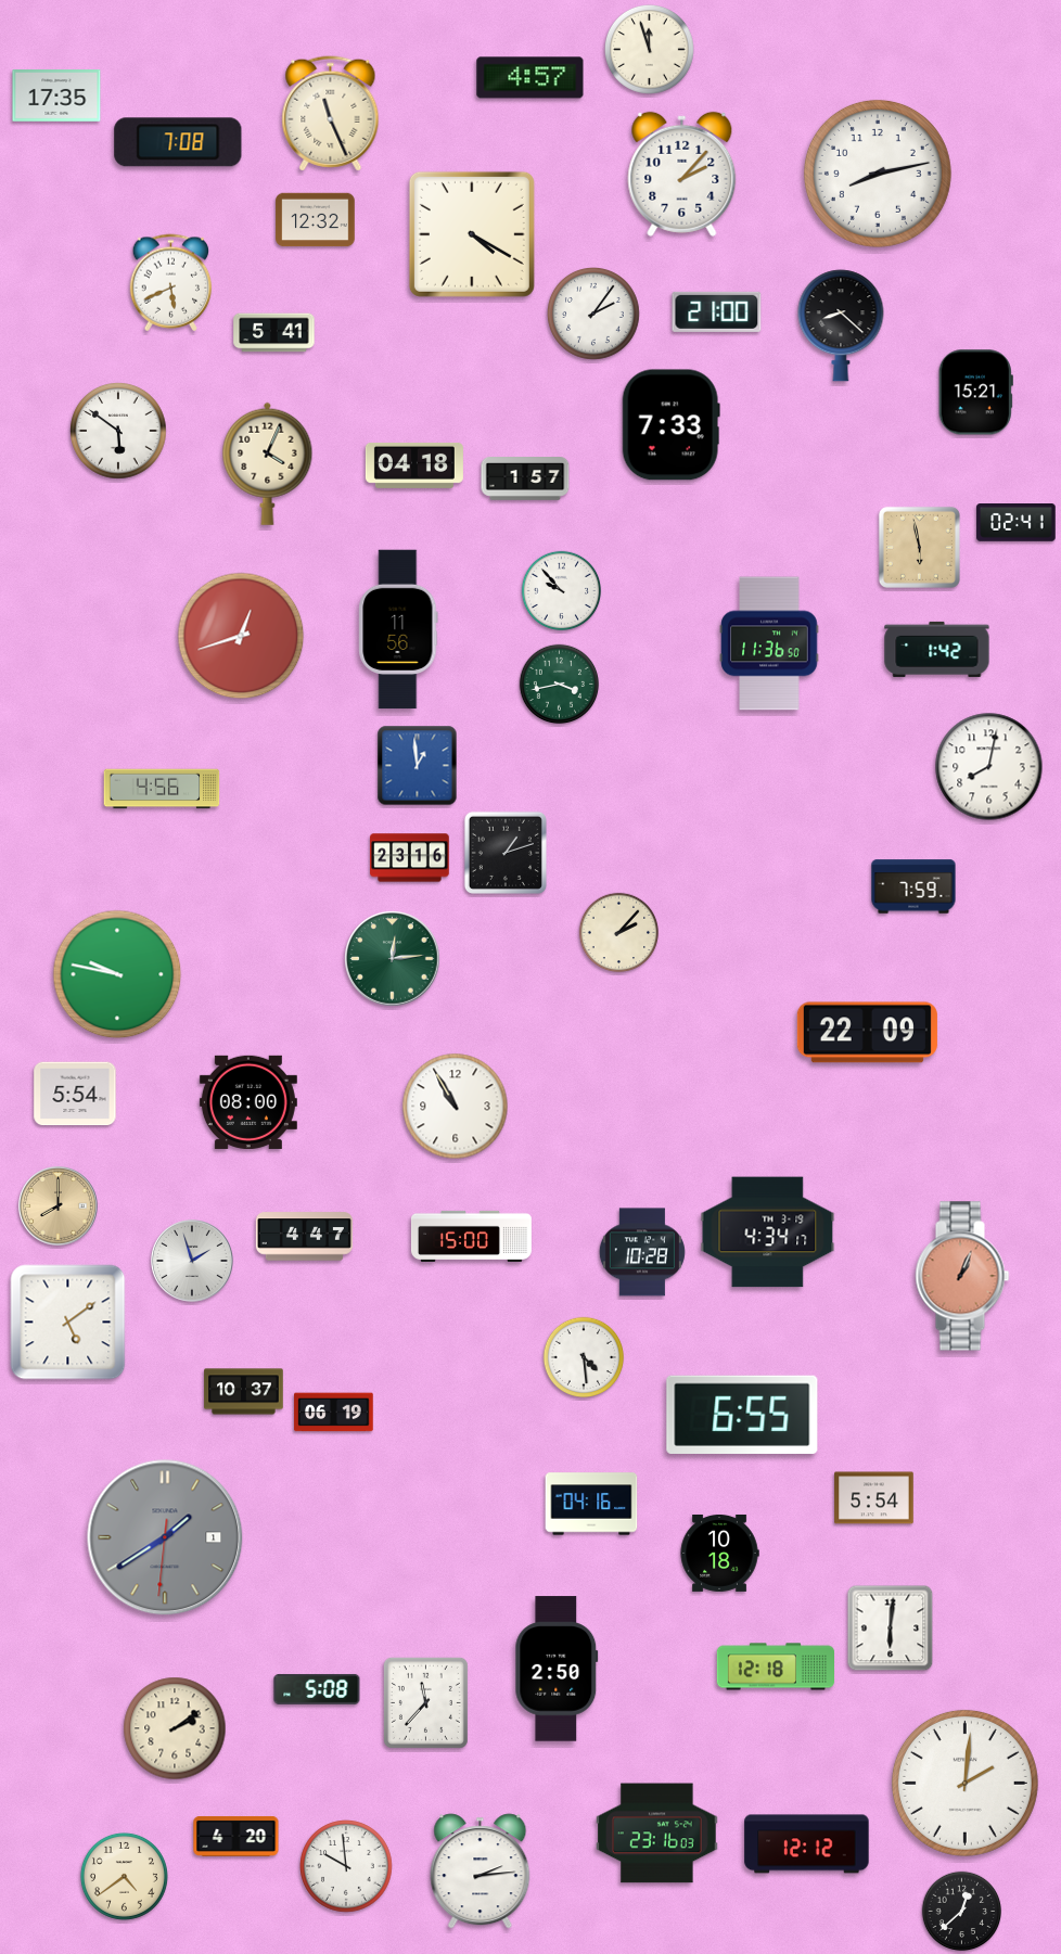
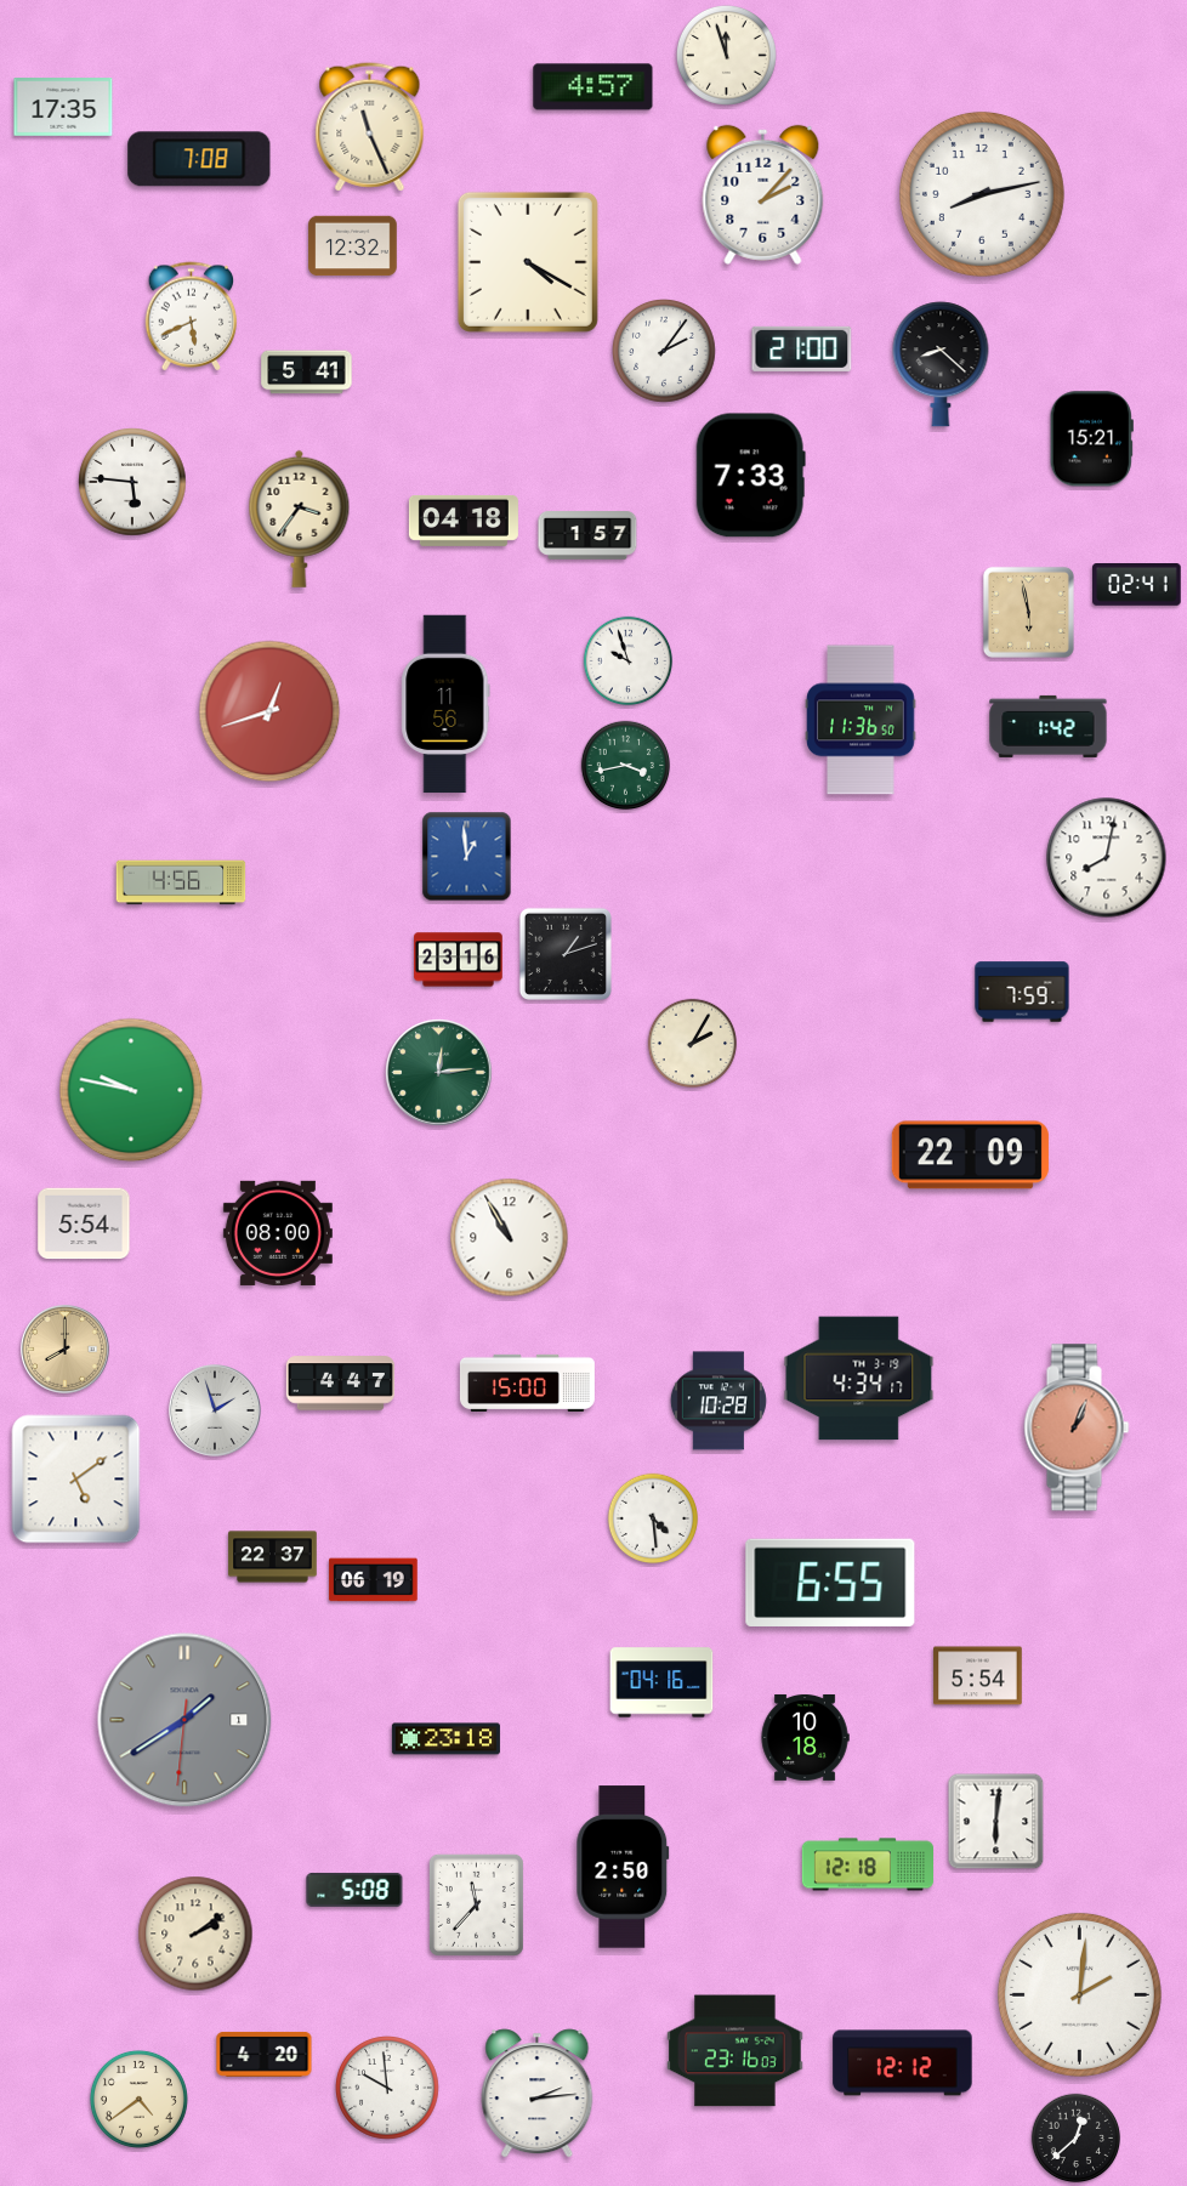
clock at (118, 431): 5:51 -> 5:46
clock at (268, 463): 4:04 -> 3:36
clock at (562, 591): 9:53 -> 9:57
clock at (619, 933): 2:07 -> 2:05
clock at (244, 1392): 10:37 -> 22:37
clock at (445, 1739): none -> 23:18
